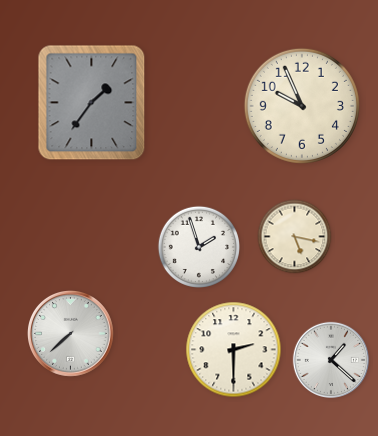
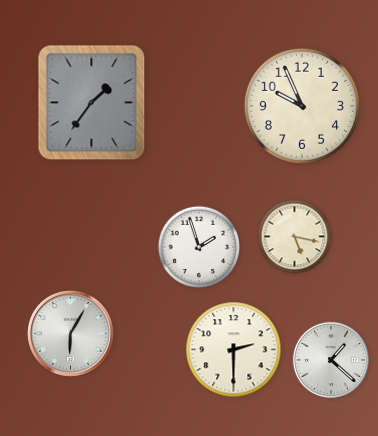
clock at (71, 334): 7:38 -> 6:05
